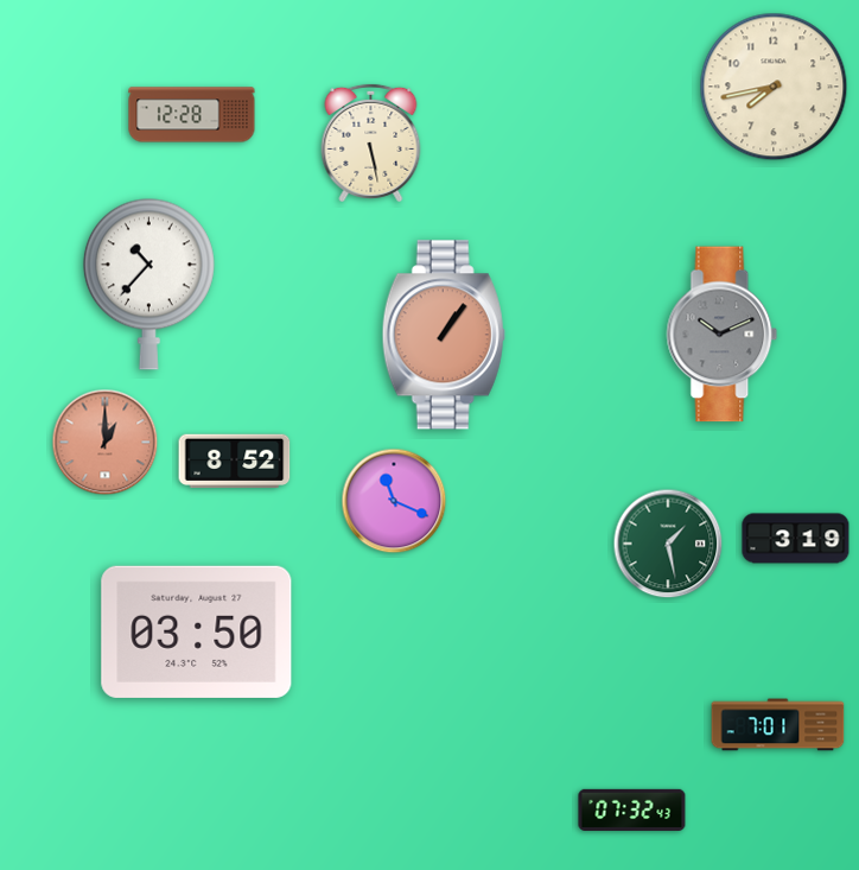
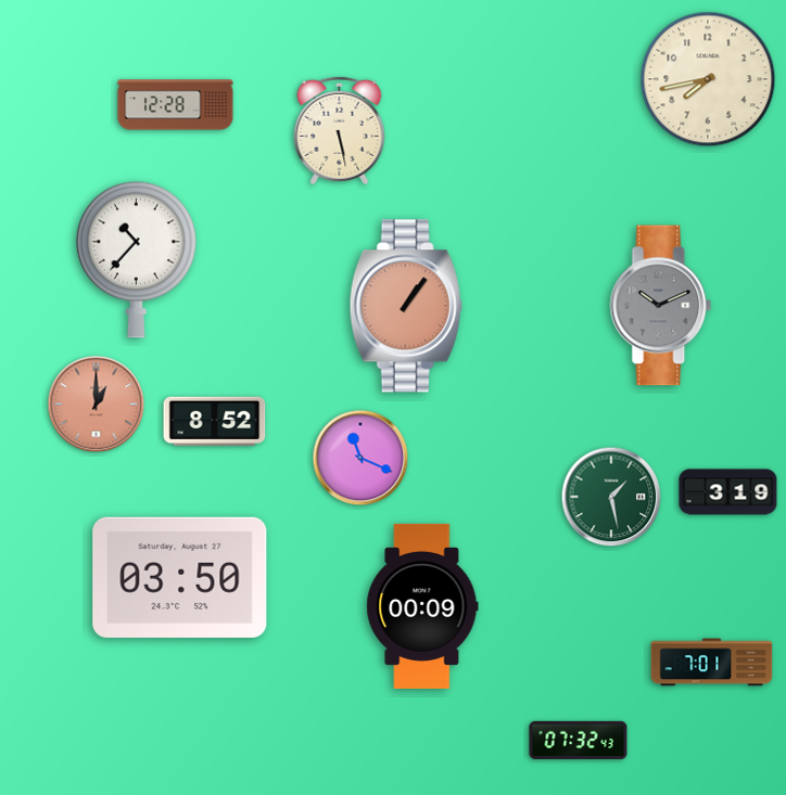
clock at (422, 606): none -> 00:09
